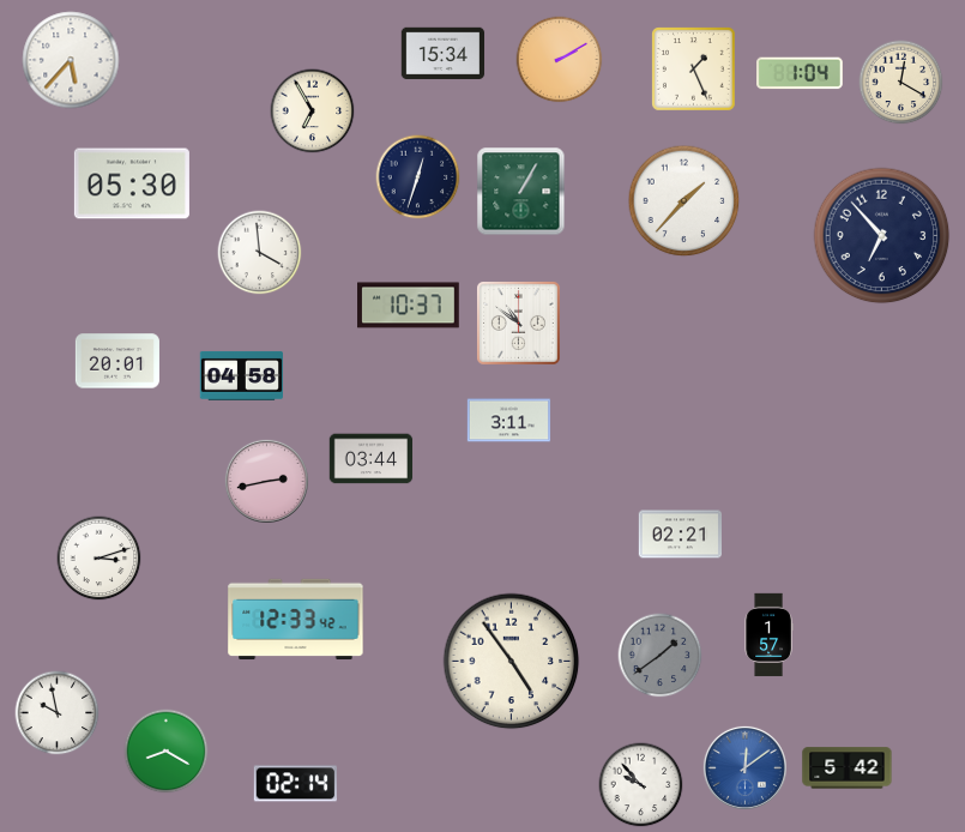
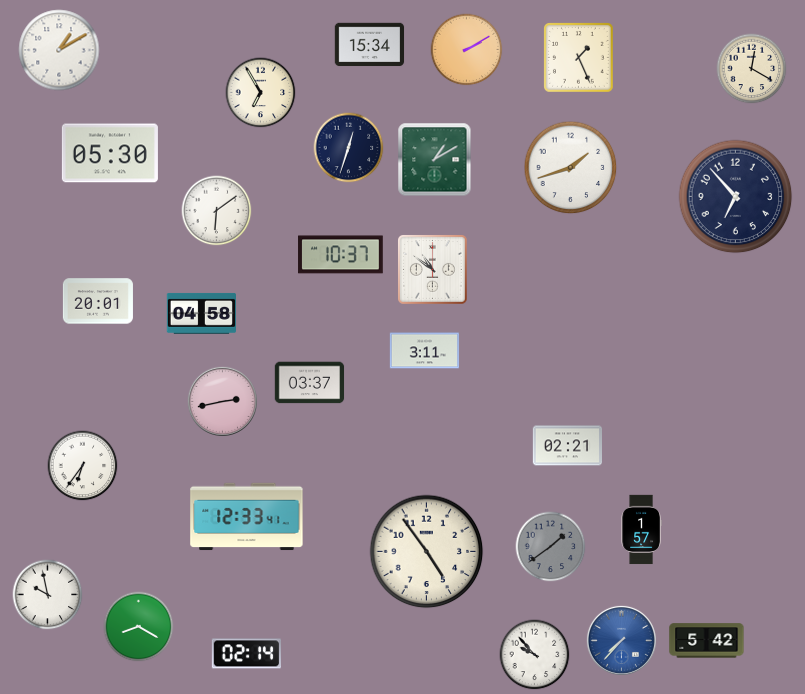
clock at (71, 60): 5:37 -> 1:10
clock at (801, 73): 1:04 -> none
clock at (521, 192): 1:05 -> 1:10
clock at (684, 201): 1:37 -> 1:42
clock at (260, 253): 3:59 -> 6:09
clock at (372, 459): 03:44 -> 03:37
clock at (99, 559): 3:12 -> 6:36
clock at (296, 620): 12:33:42 -> 12:33:41
clock at (744, 767): 12:09 -> 7:37
